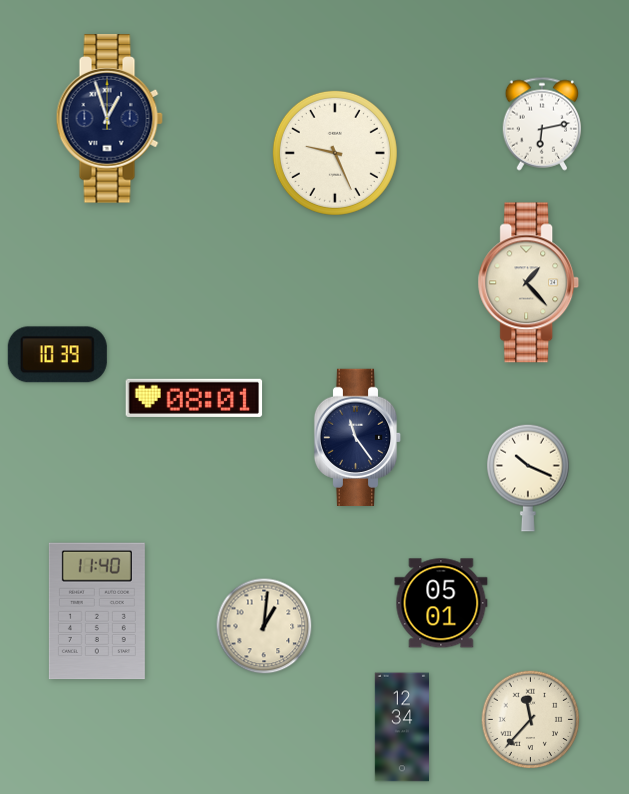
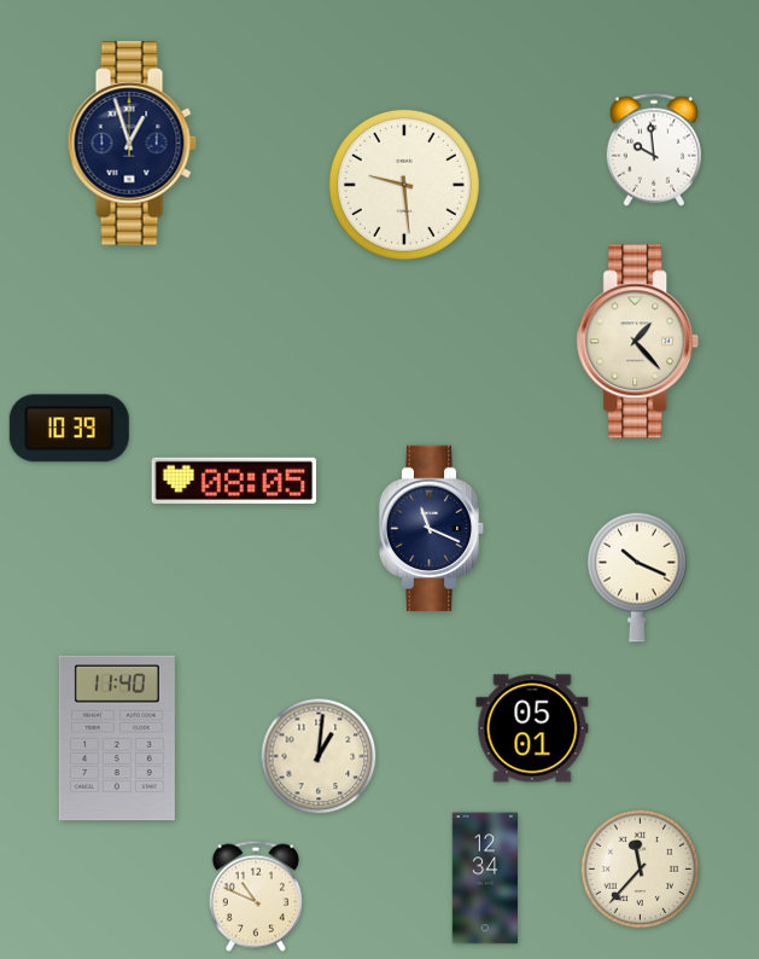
clock at (542, 124): 6:13 -> 9:59
clock at (335, 153): 9:26 -> 9:29
clock at (194, 398): 08:01 -> 08:05
clock at (358, 437): 11:24 -> 11:19
clock at (256, 896): none -> 10:49
